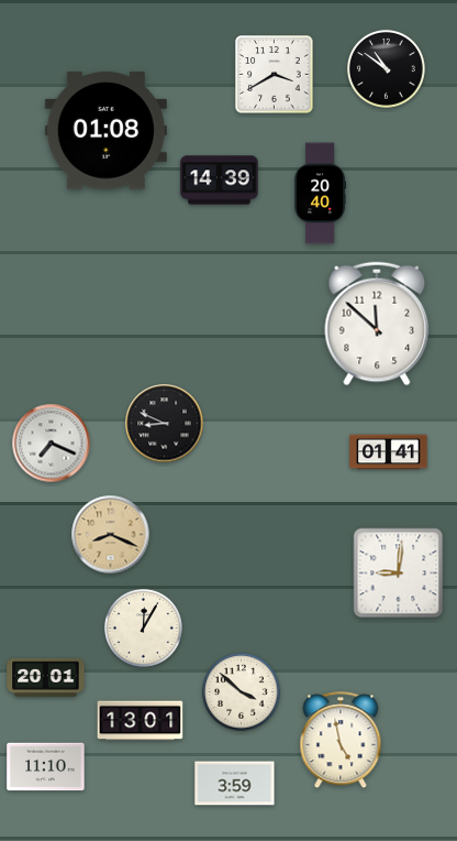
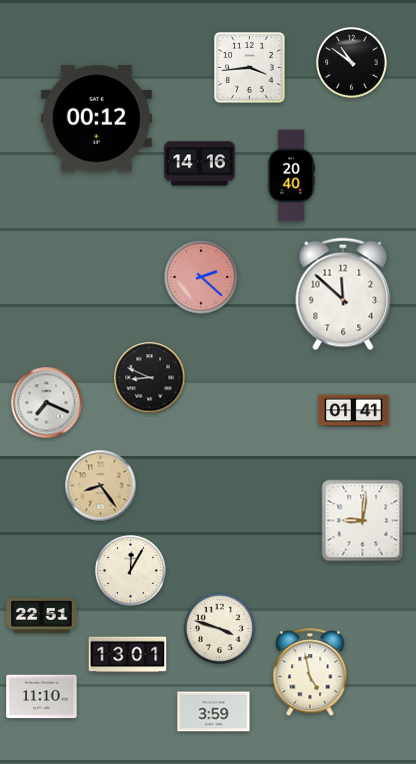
clock at (275, 75): 3:40 -> 3:44
clock at (105, 131): 01:08 -> 00:12
clock at (220, 181): 14:39 -> 14:16
clock at (201, 277): none -> 2:22
clock at (165, 424) position: (165, 424) -> (150, 378)
clock at (111, 535): 8:19 -> 8:24
clock at (46, 678): 20:01 -> 22:51
clock at (241, 691): 3:52 -> 3:48
